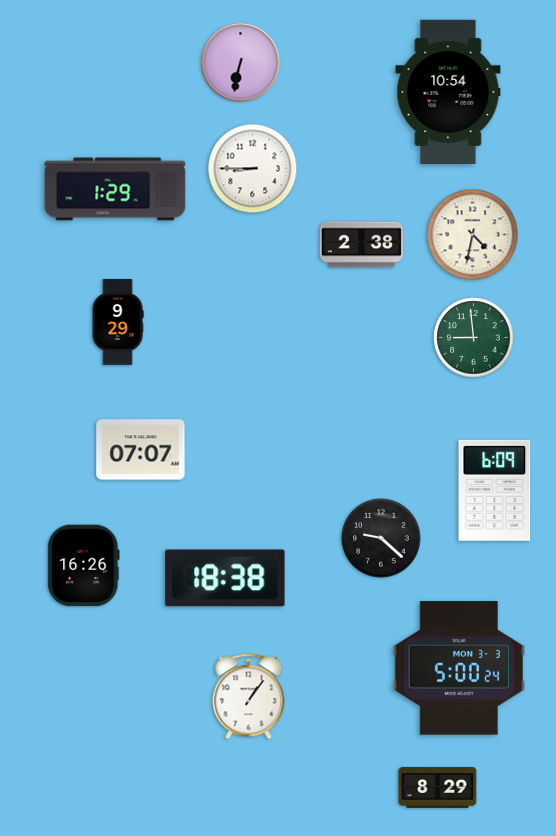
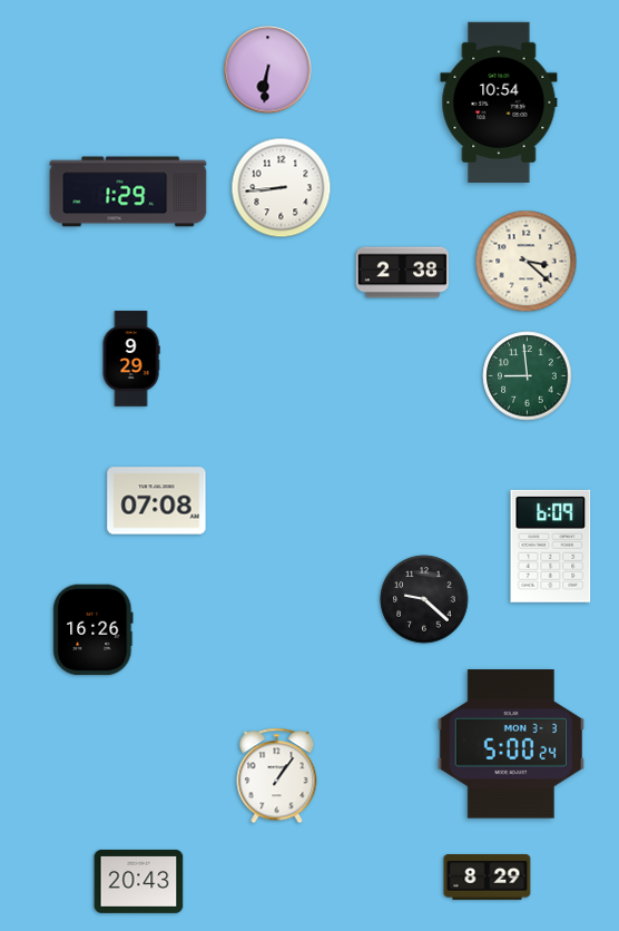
clock at (241, 63): 6:32 -> 6:31
clock at (253, 169): 8:45 -> 8:44
clock at (115, 189) position: (115, 189) -> (128, 192)
clock at (473, 235): 4:32 -> 3:22
clock at (141, 450): 07:07 -> 07:08
clock at (225, 578): 18:38 -> none
clock at (139, 881): none -> 20:43
